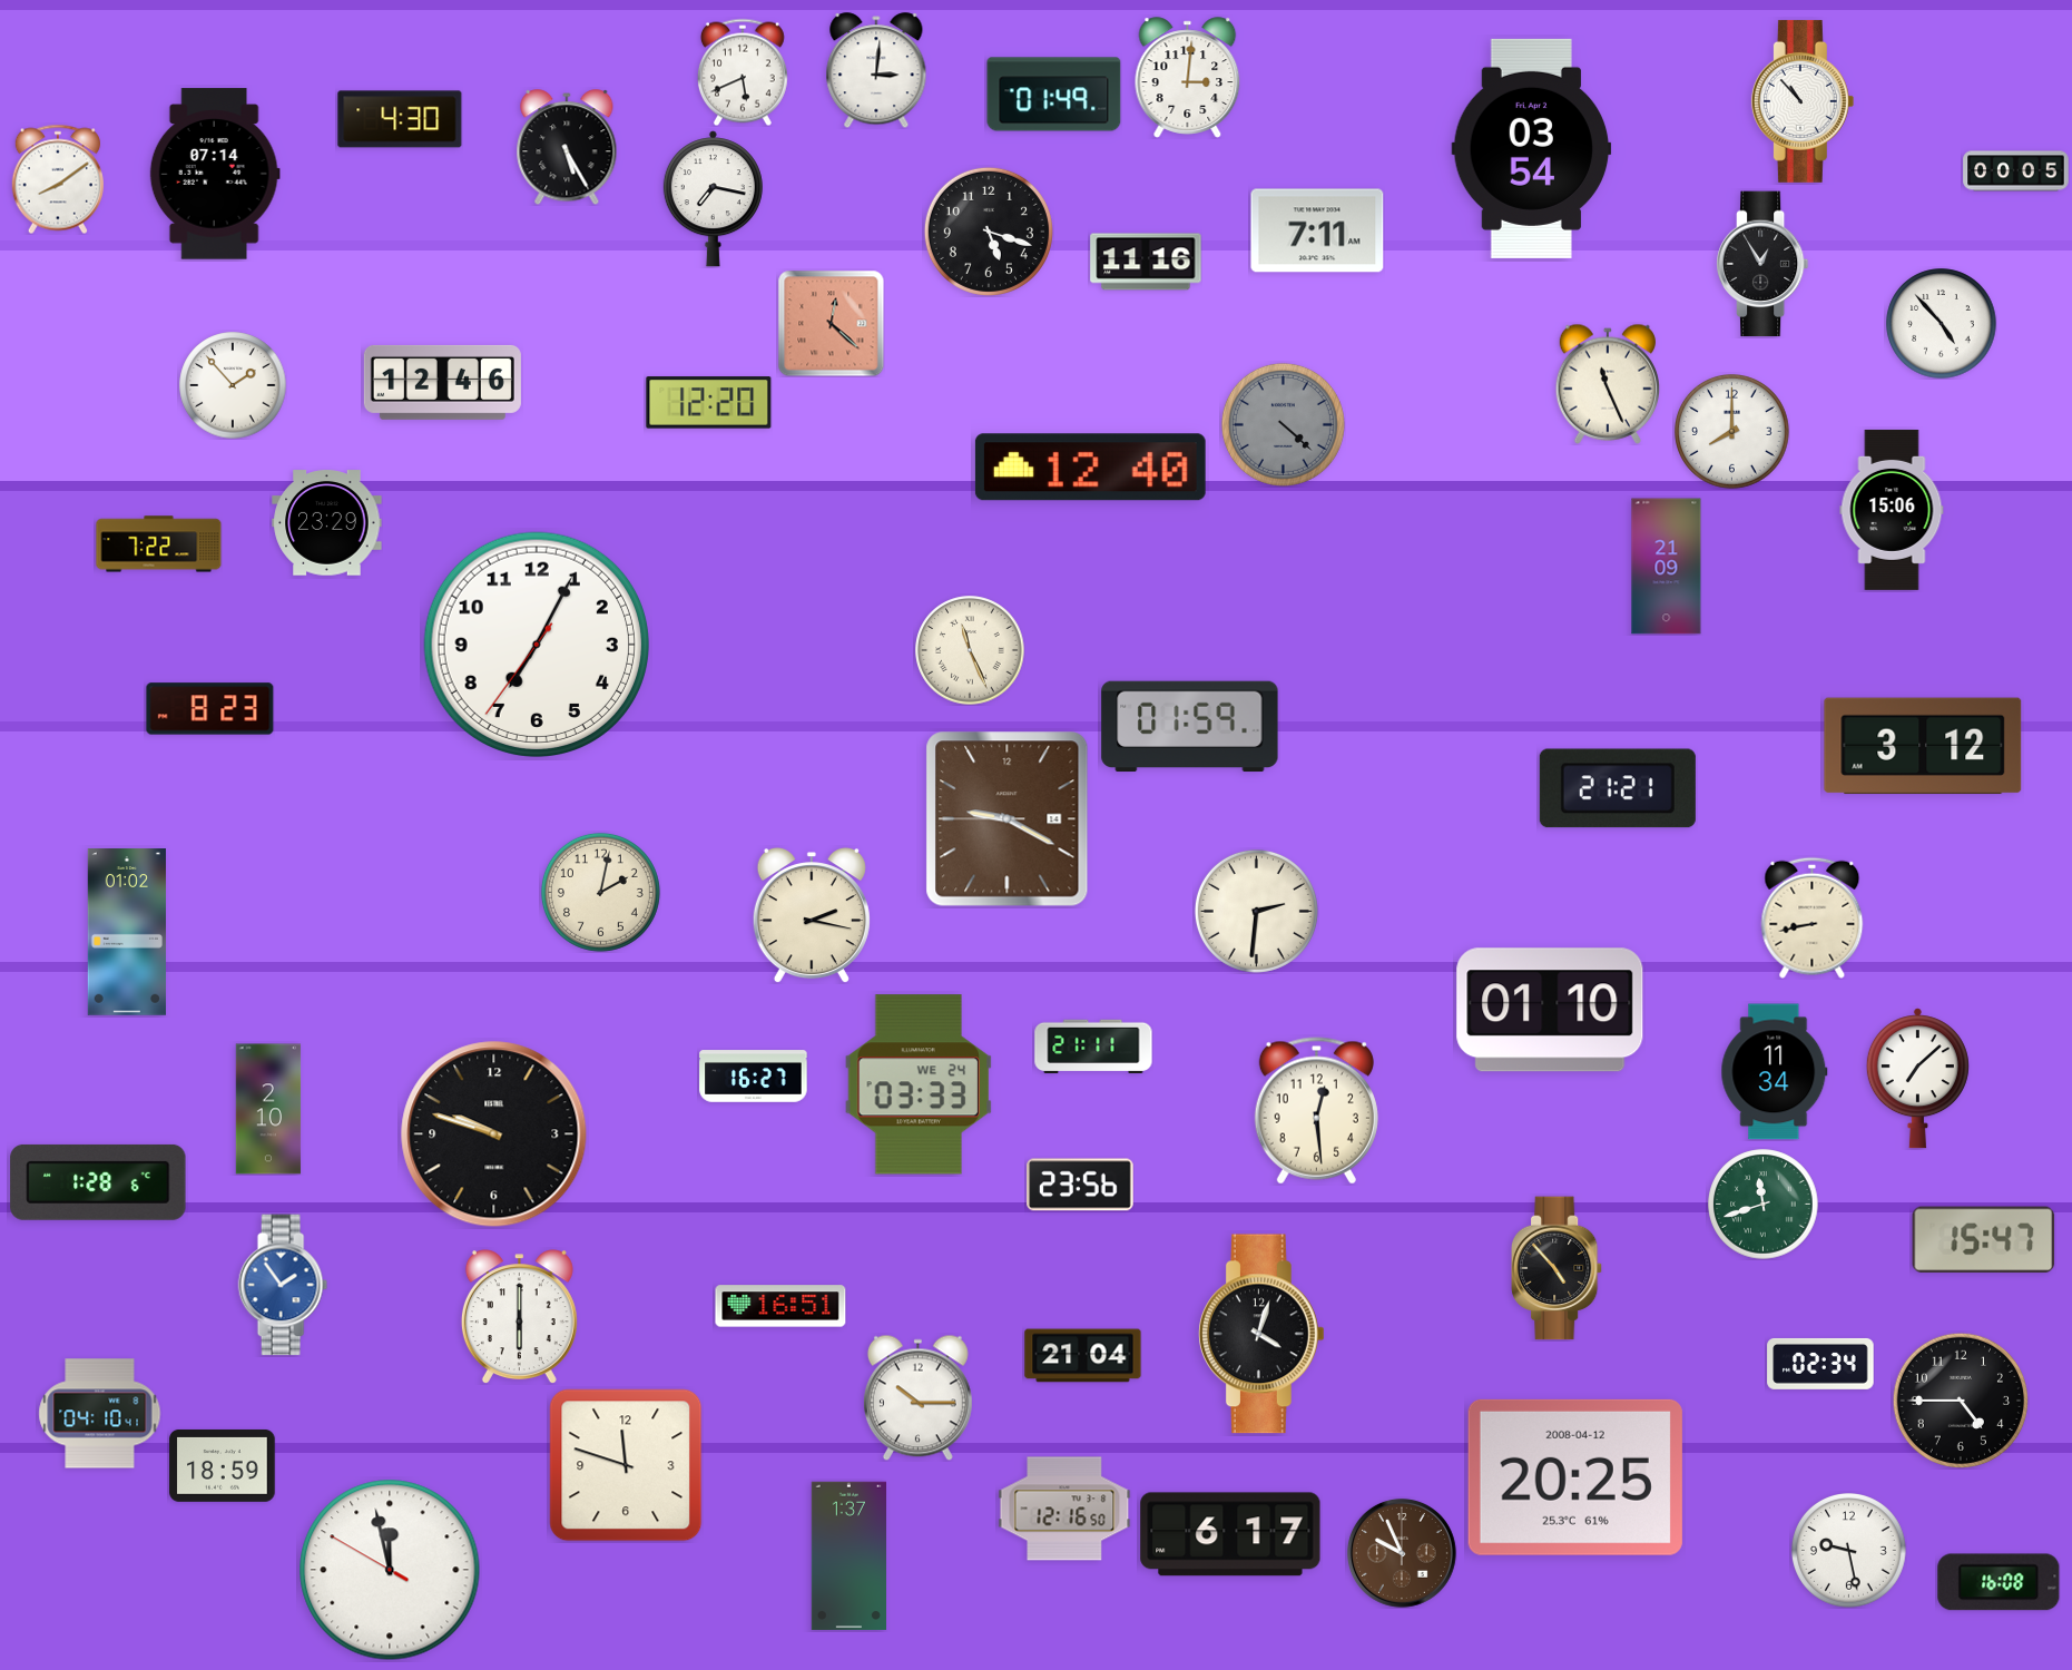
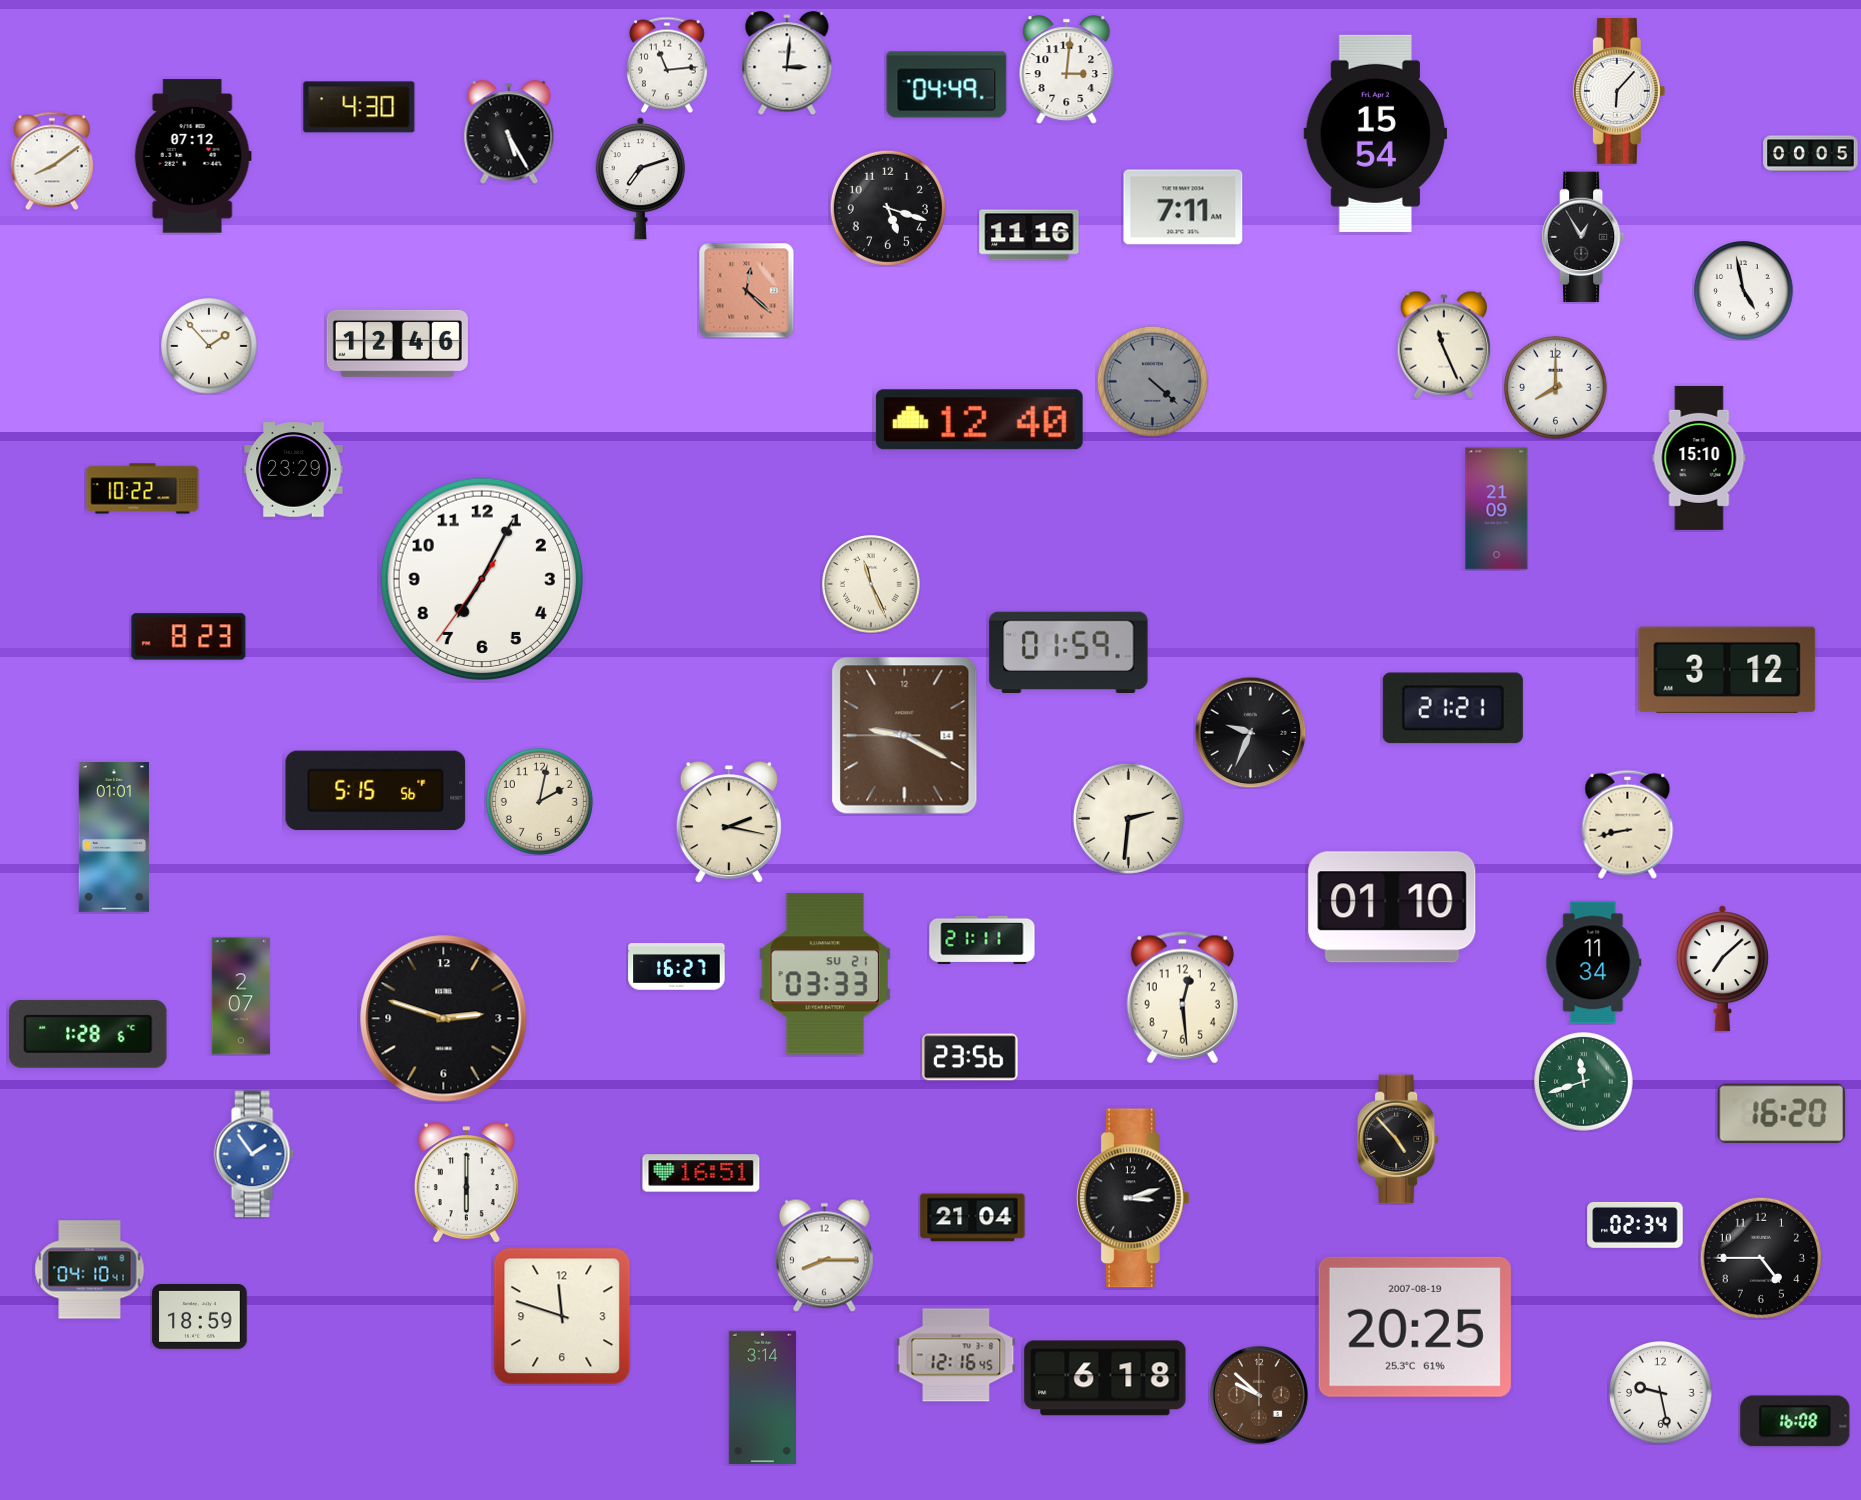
clock at (743, 72): 5:41 -> 11:14
clock at (1054, 95): 01:49 -> 04:49
clock at (1803, 101): 10:53 -> 6:07
clock at (1532, 148): 03:54 -> 15:54
clock at (215, 174): 07:14 -> 07:12
clock at (713, 199): 7:17 -> 7:12
clock at (1942, 324): 4:53 -> 4:58
clock at (709, 403): 12:20 -> none
clock at (1892, 510): 15:06 -> 15:10
clock at (159, 544): 7:22 -> 10:22
clock at (1250, 732): none -> 9:34
clock at (376, 791): none -> 5:15
clock at (127, 932): 01:02 -> 01:01
clock at (919, 1084) date: WE 24 -> SU 21
clock at (268, 1109): 2:10 -> 2:07
clock at (494, 1134): 9:48 -> 2:48
clock at (98, 1182) position: (98, 1182) -> (88, 1034)
clock at (1080, 1185) position: (1080, 1185) -> (970, 1057)
clock at (1984, 1240): 15:47 -> 16:20
clock at (1261, 1334): 4:03 -> 3:12
clock at (917, 1397): 10:15 -> 8:15
clock at (1575, 1477) date: 2008-04-12 -> 2007-08-19
clock at (1064, 1509): 12:16:50 -> 12:16:45
clock at (1230, 1534): 6:17 -> 6:18
clock at (1402, 1553): 9:56 -> 9:52
clock at (848, 1556): 1:37 -> 3:14
clock at (390, 1570): 11:57 -> none
